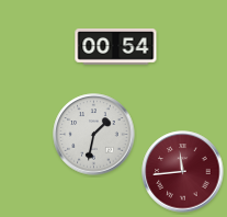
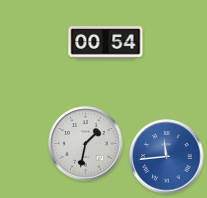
clock at (94, 135) position: (94, 135) -> (86, 144)
clock at (183, 172) dial: burgundy -> blue
